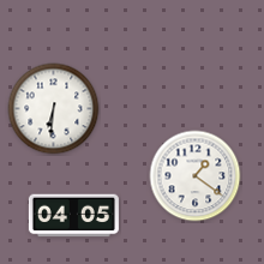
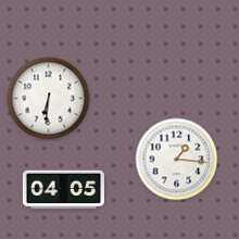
clock at (196, 176): 1:21 -> 1:16
clock at (73, 216) position: (73, 216) -> (63, 190)
